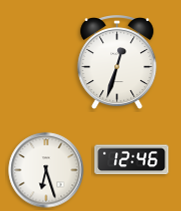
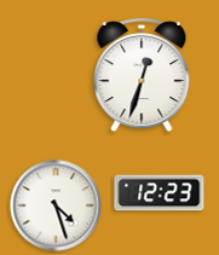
clock at (132, 160): 12:46 -> 12:23
clock at (46, 170): 6:27 -> 4:27
